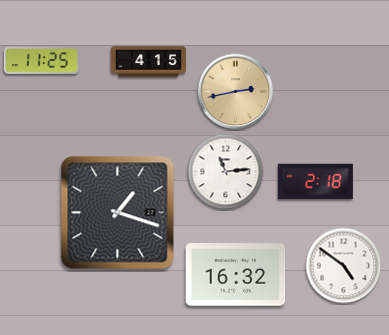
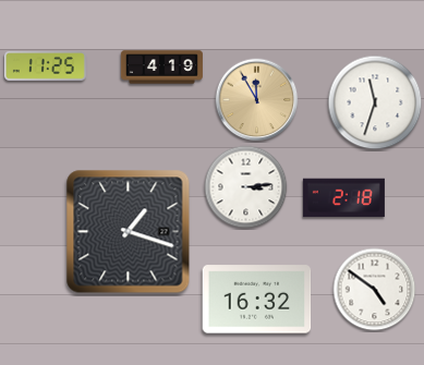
clock at (148, 62): 4:15 -> 4:19
clock at (236, 92): 2:43 -> 11:55
clock at (375, 102): none -> 11:33
clock at (226, 172): 11:14 -> 3:14
